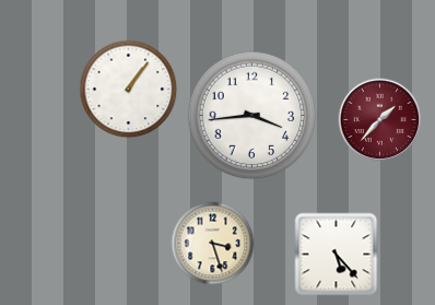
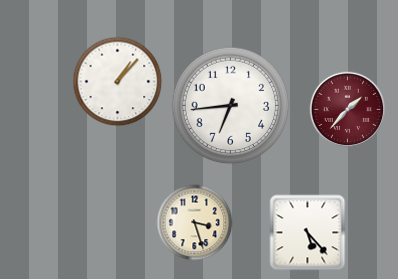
clock at (129, 90): 1:06 -> 1:07
clock at (252, 116): 3:44 -> 6:44
